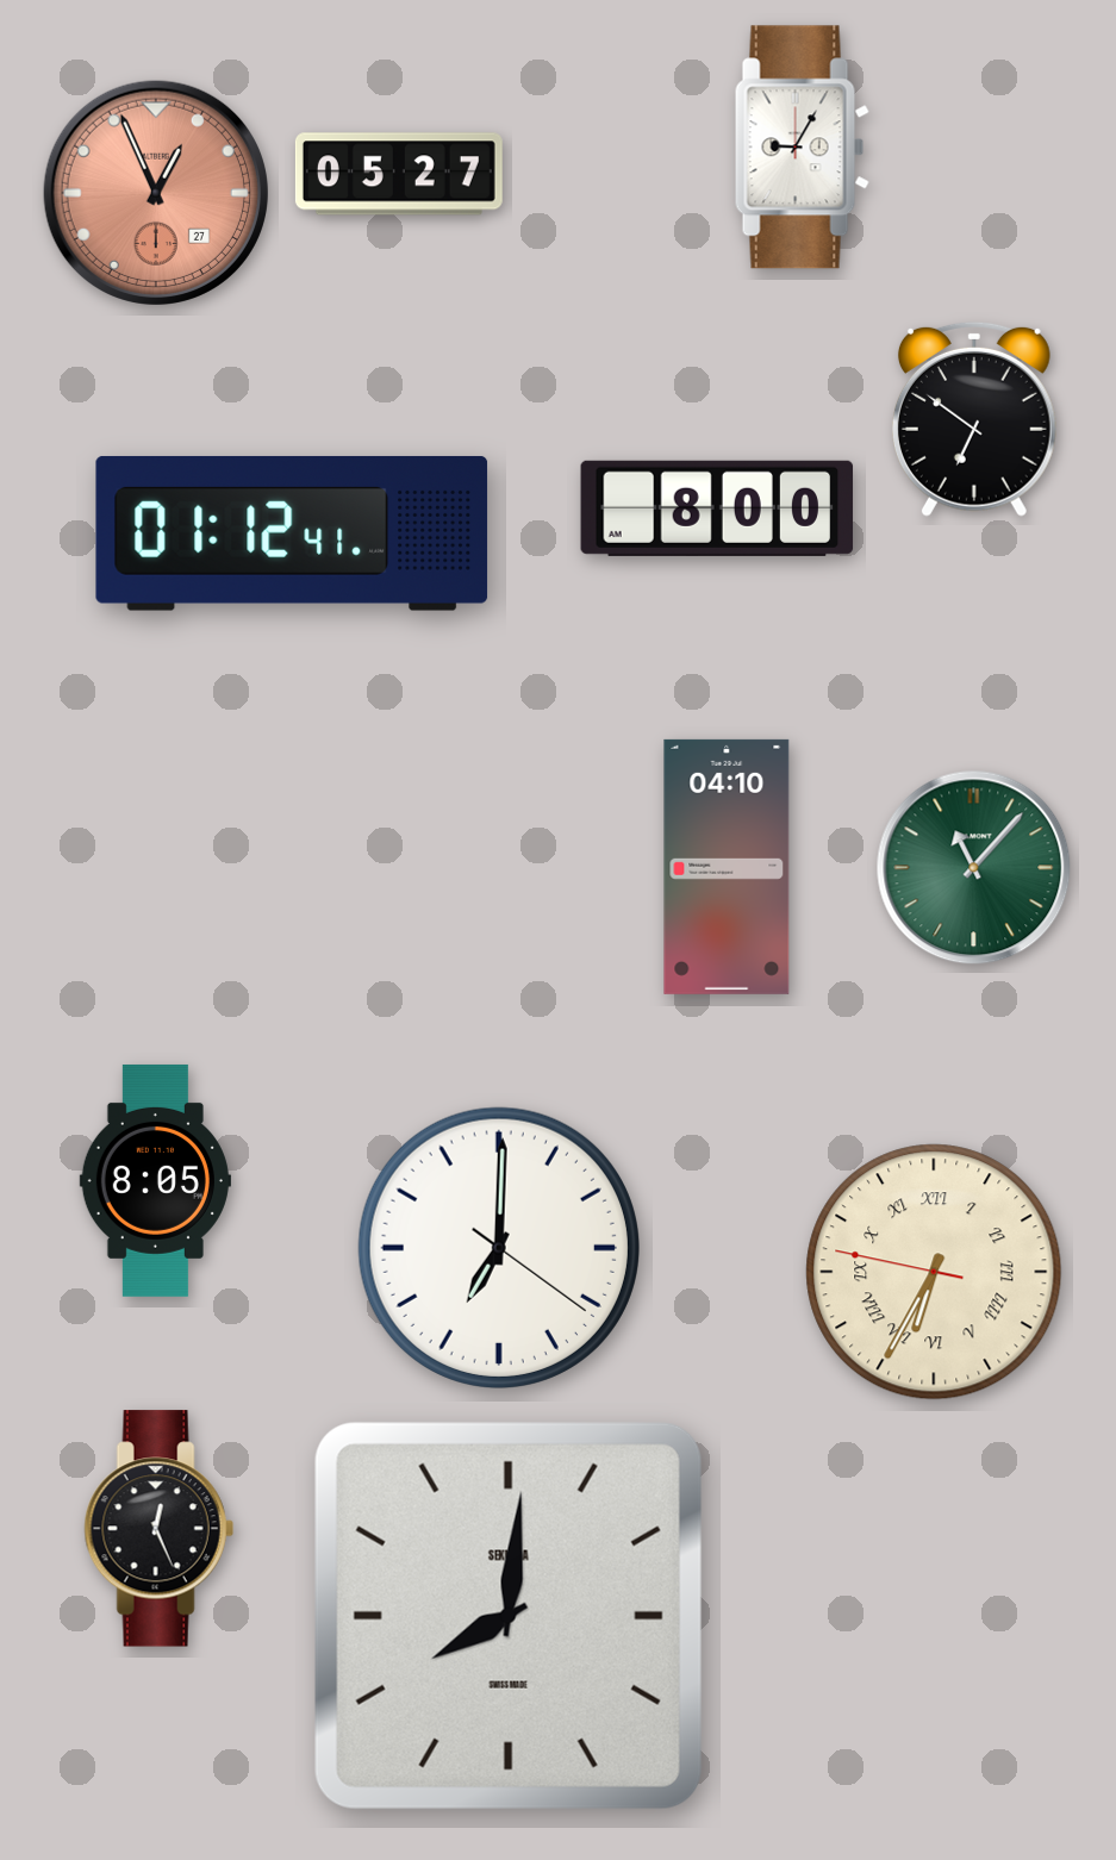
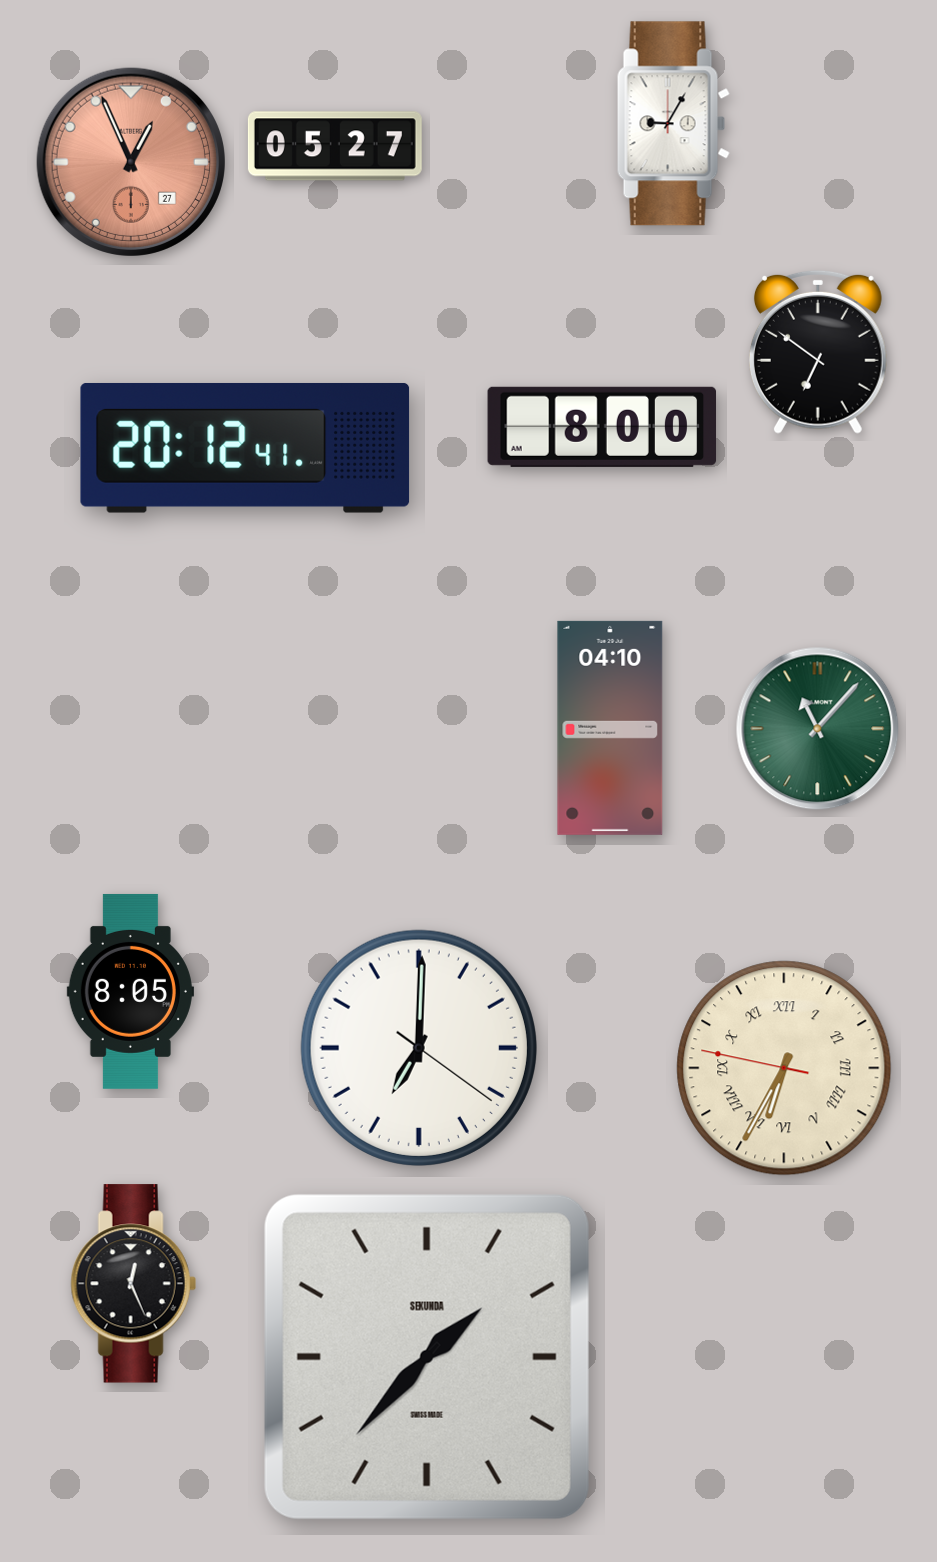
clock at (292, 533): 01:12 -> 20:12
clock at (509, 1616): 8:01 -> 1:37
